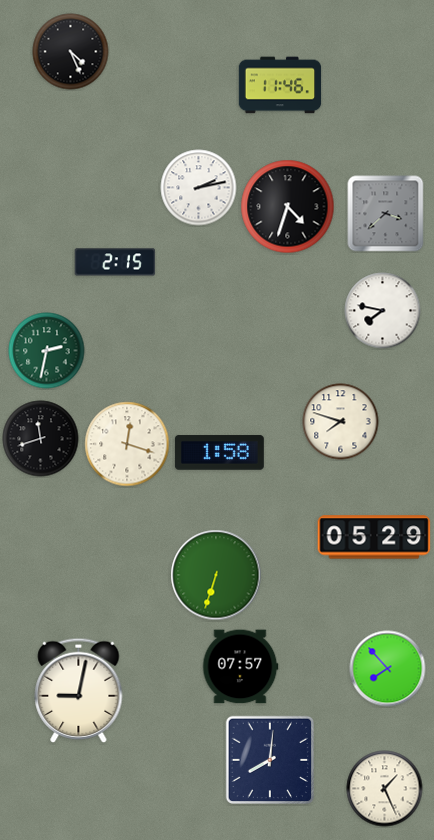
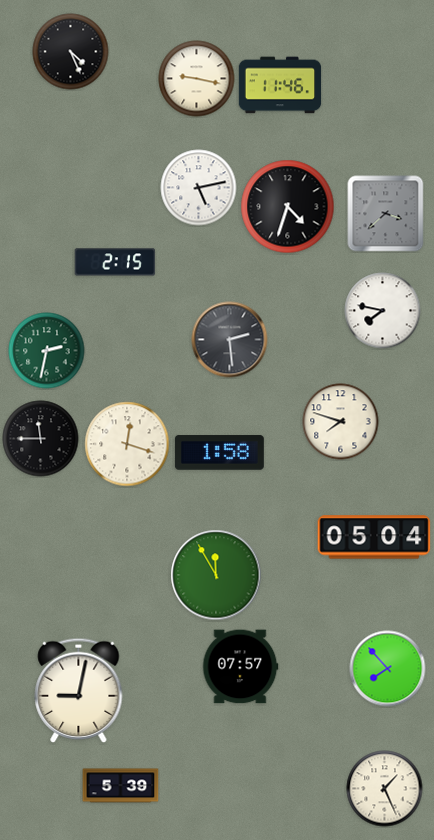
clock at (197, 79): none -> 9:17
clock at (199, 188): 2:13 -> 5:13
clock at (230, 340): none -> 2:29
clock at (41, 439): 11:42 -> 11:45
clock at (374, 537): 05:29 -> 05:04
clock at (216, 575): 6:33 -> 11:55
clock at (270, 760): 8:01 -> none
clock at (121, 786): none -> 5:39
